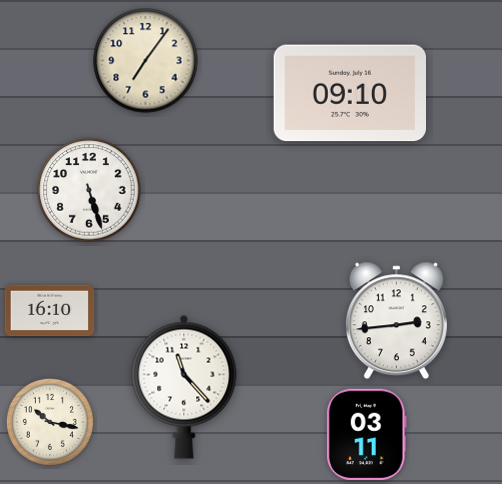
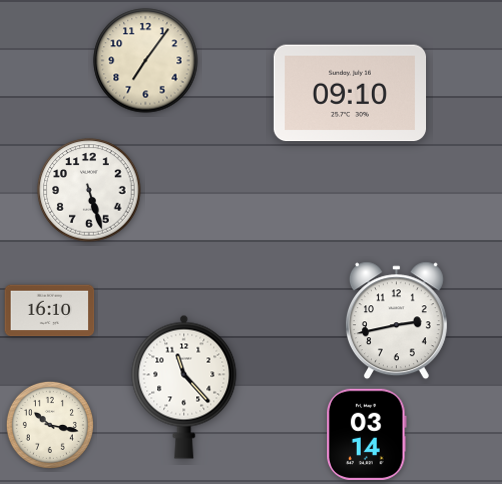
clock at (396, 321): 2:44 -> 2:43
clock at (50, 422) position: (50, 422) -> (50, 425)
clock at (366, 434): 03:11 -> 03:14
